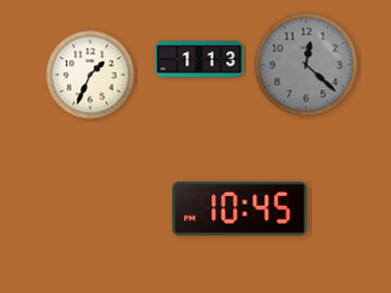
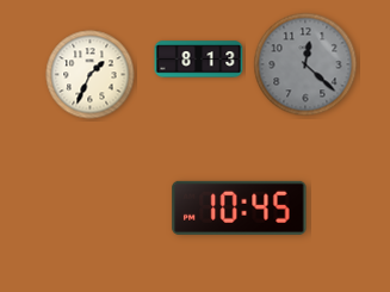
clock at (200, 60): 1:13 -> 8:13
